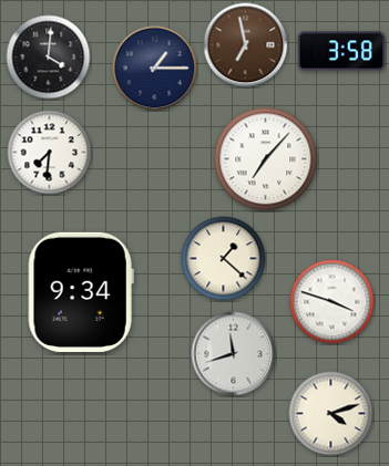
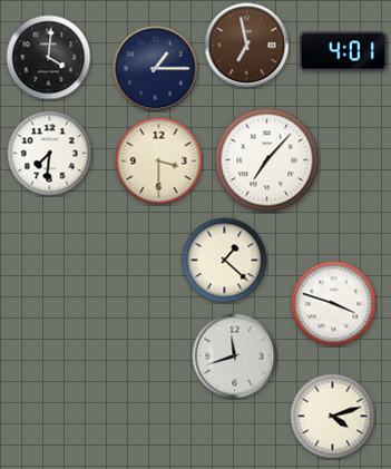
clock at (341, 51): 3:58 -> 4:01
clock at (159, 162): none -> 3:30
clock at (81, 292): 9:34 -> none
